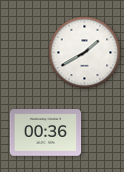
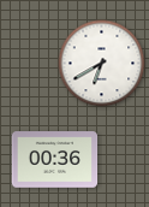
clock at (85, 53): 1:40 -> 6:40
